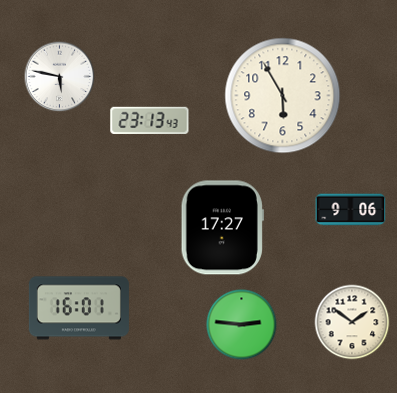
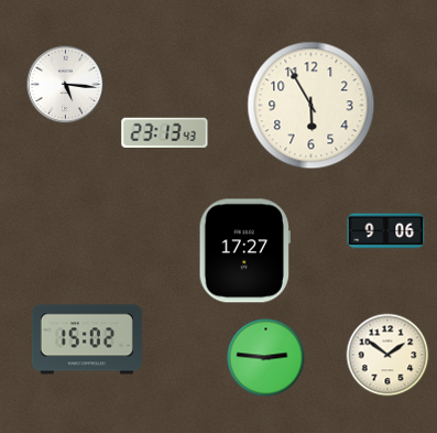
clock at (60, 77): 5:47 -> 5:16
clock at (79, 308): 16:01 -> 15:02
